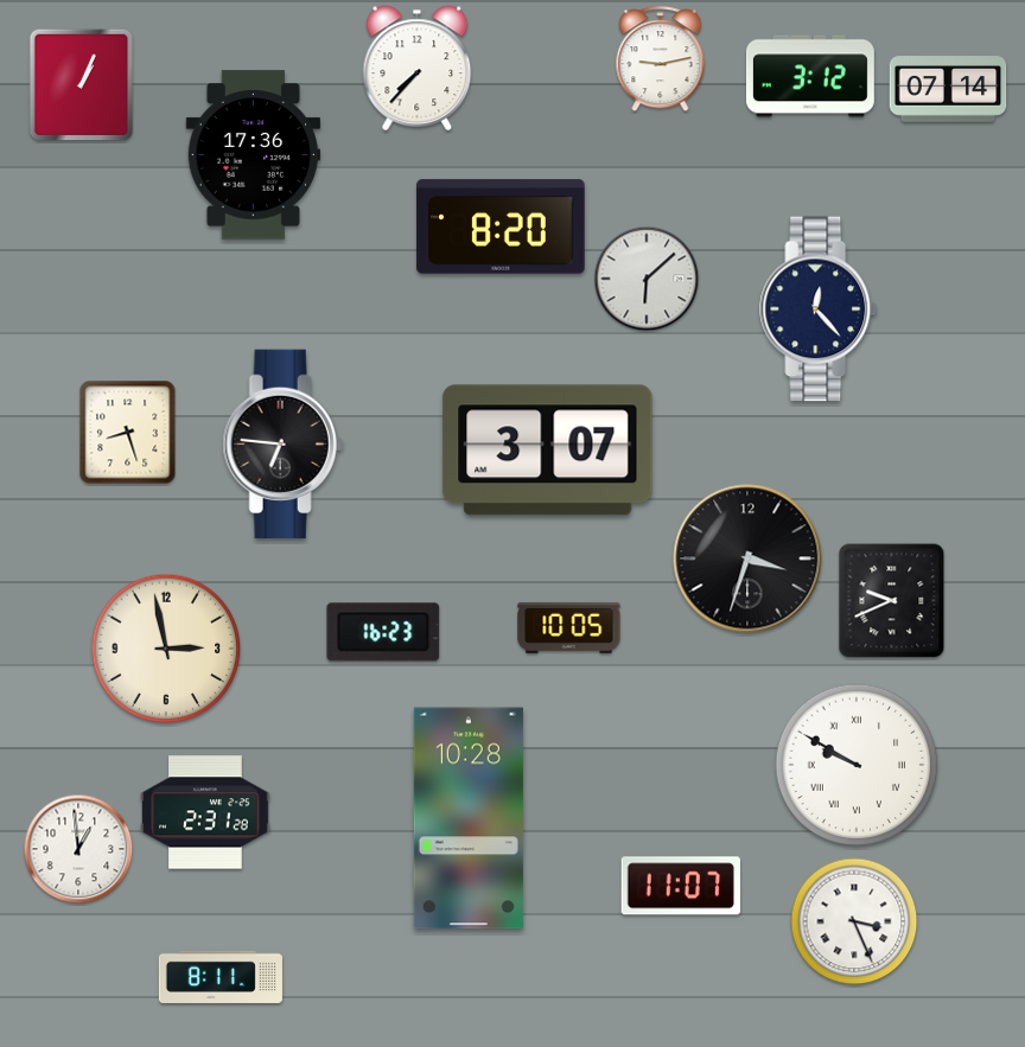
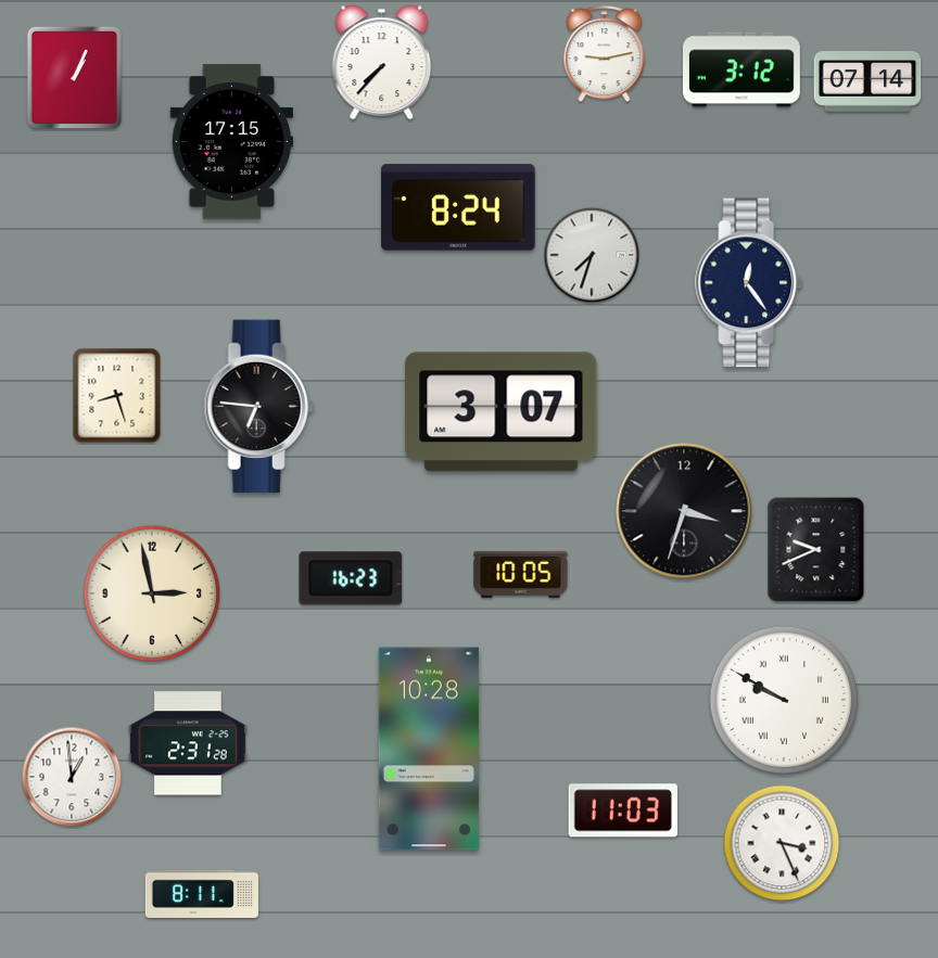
clock at (253, 155): 17:36 -> 17:15
clock at (501, 226): 8:20 -> 8:24
clock at (647, 279): 6:08 -> 7:33
clock at (819, 309): 12:23 -> 12:24
clock at (680, 886): 11:07 -> 11:03
